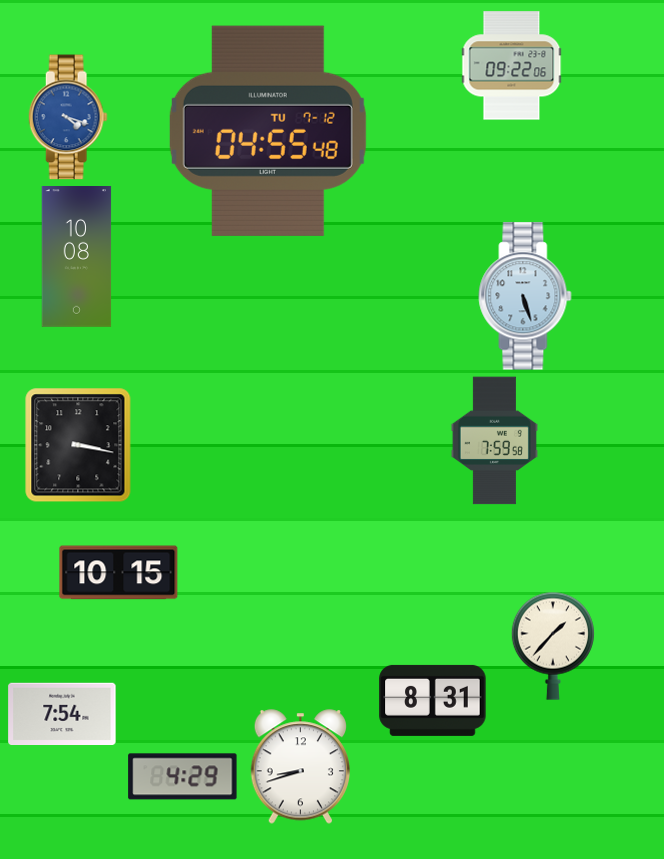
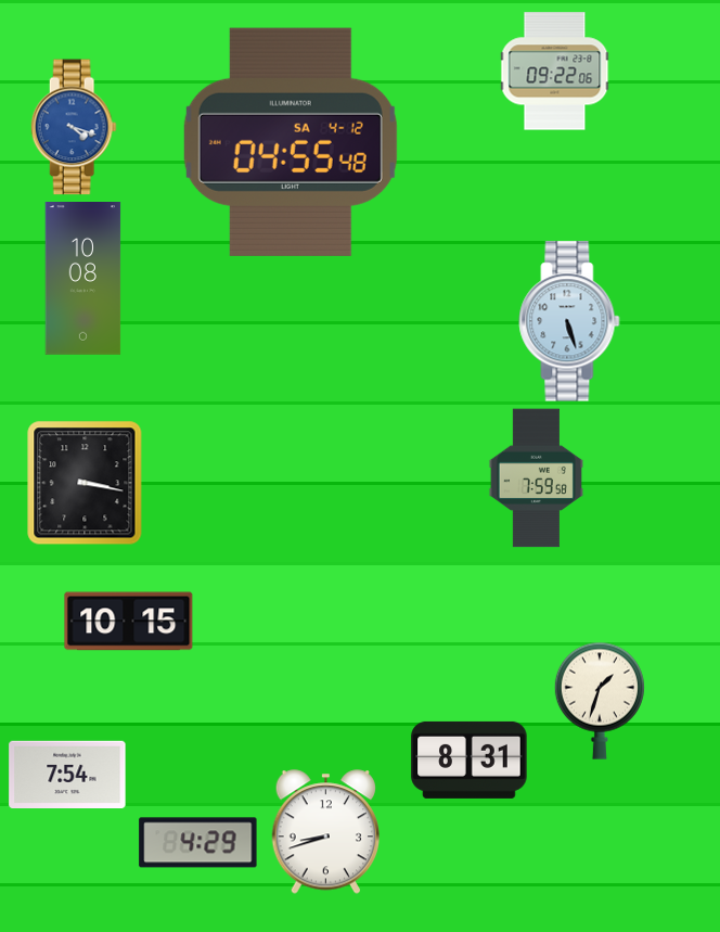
clock at (268, 131) date: TU 7-12 -> SA 4-12
clock at (553, 646): 1:37 -> 1:33
